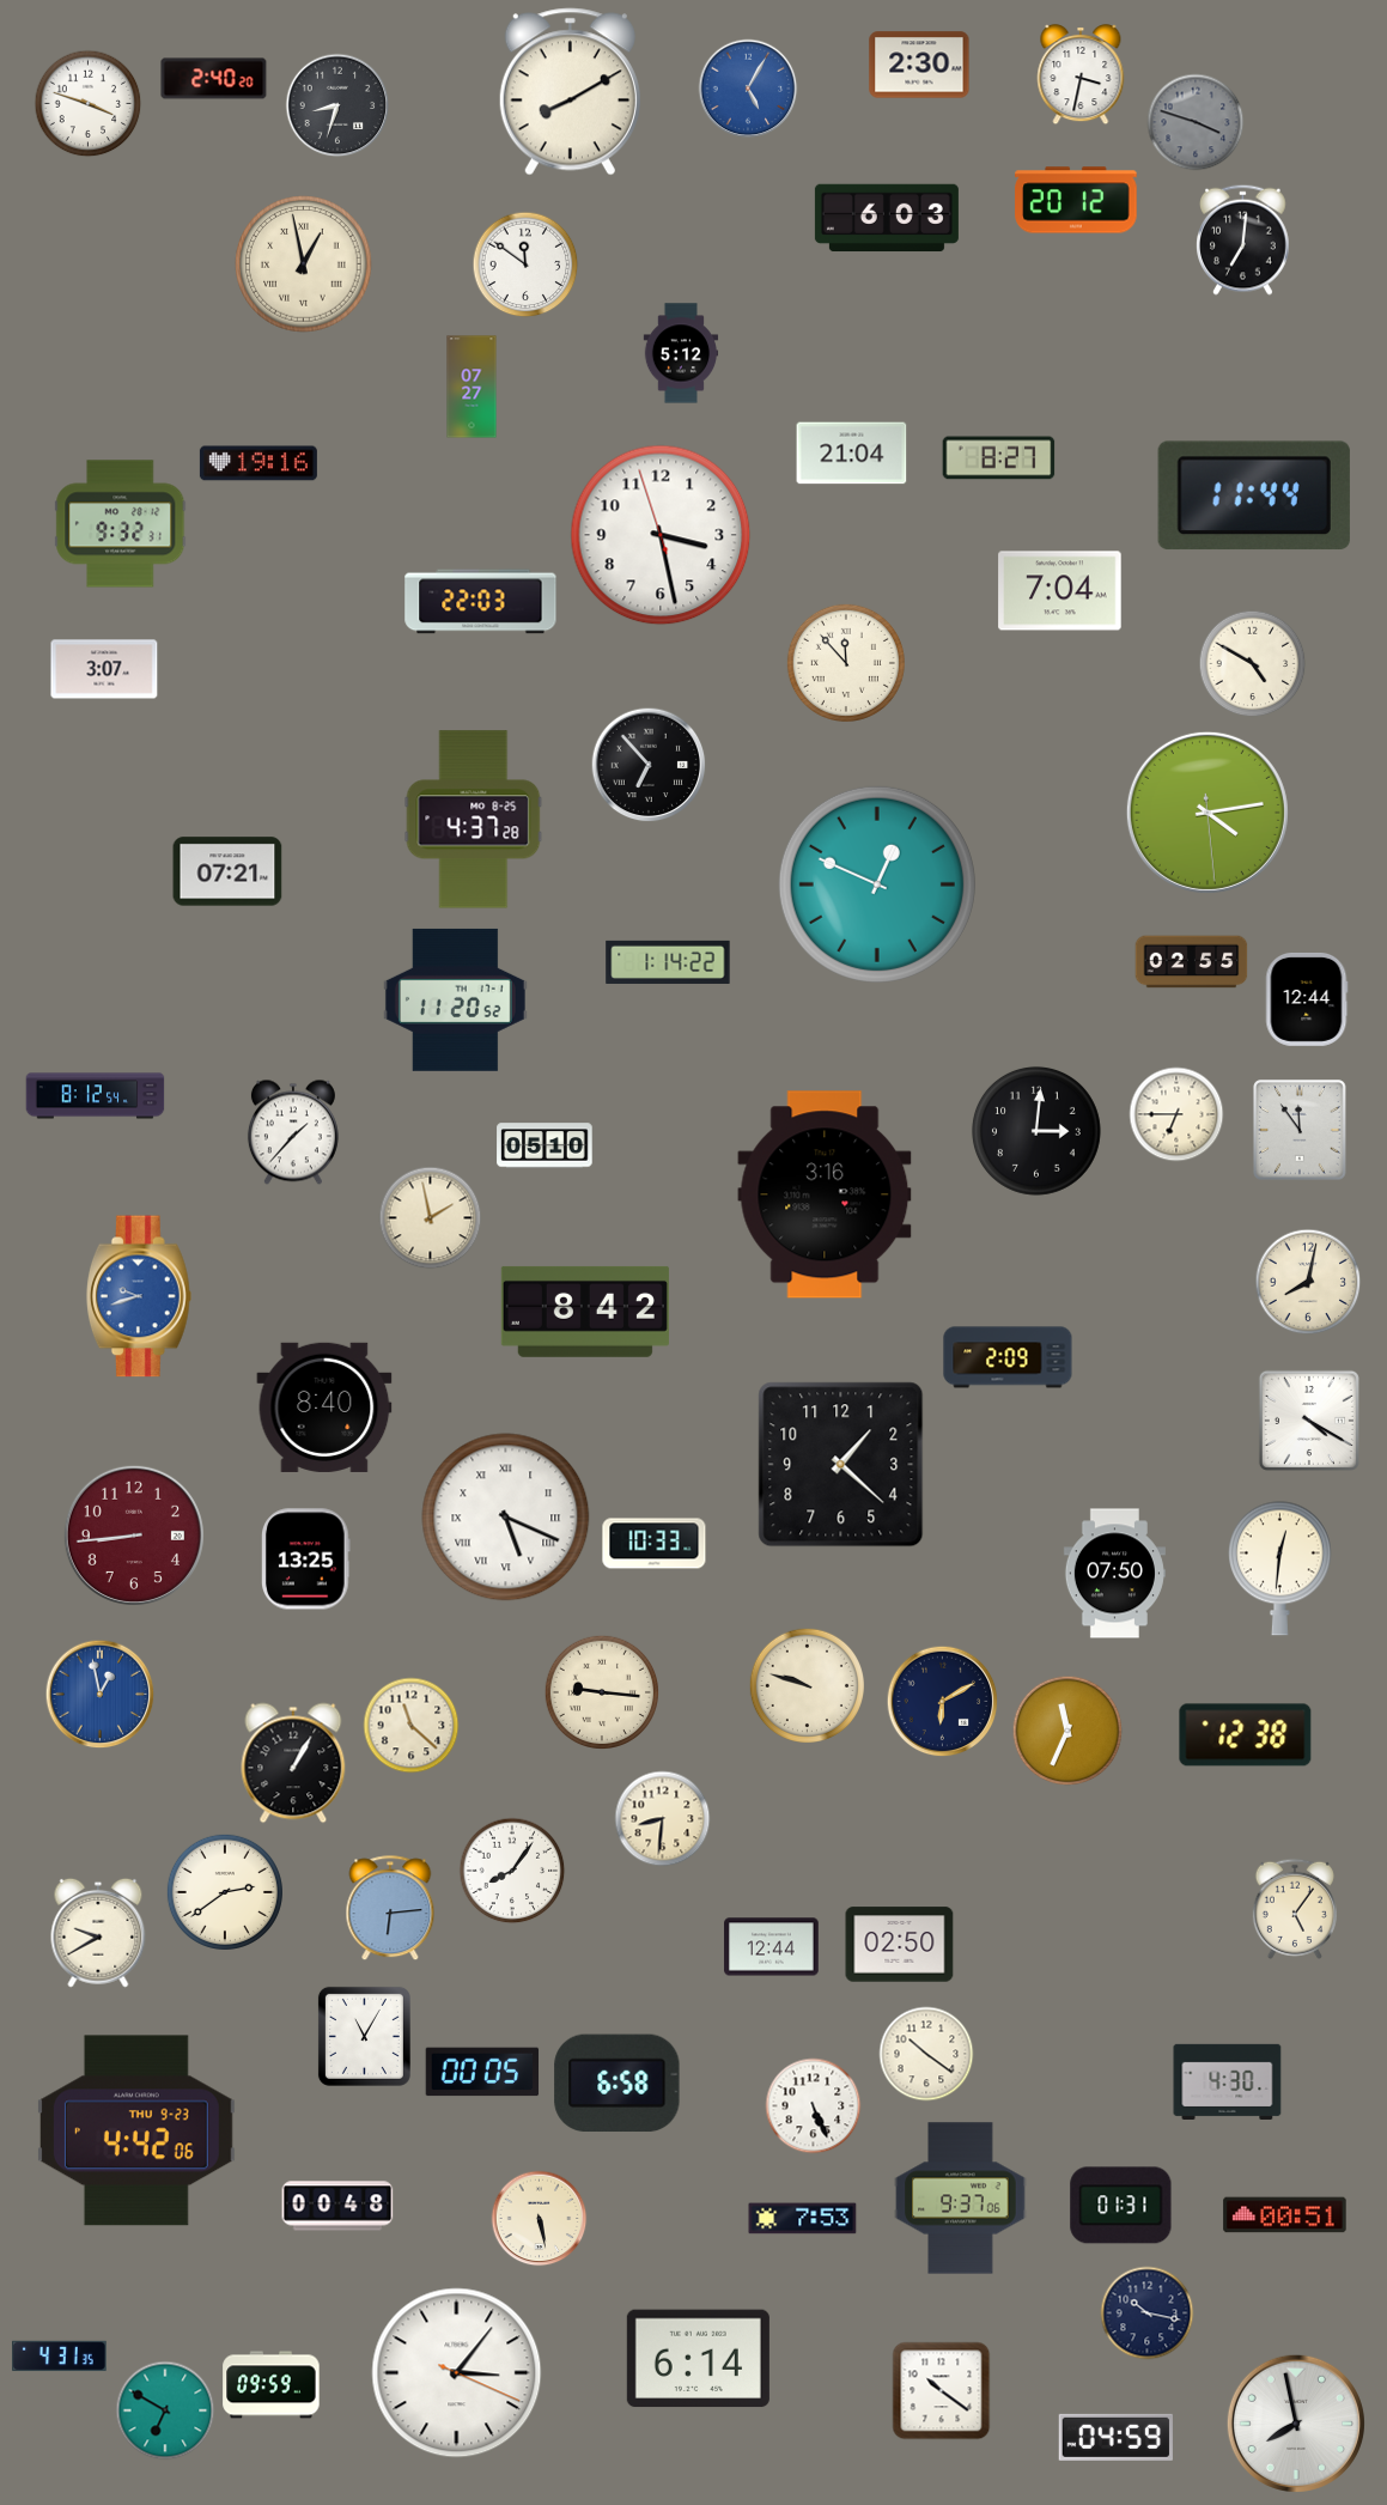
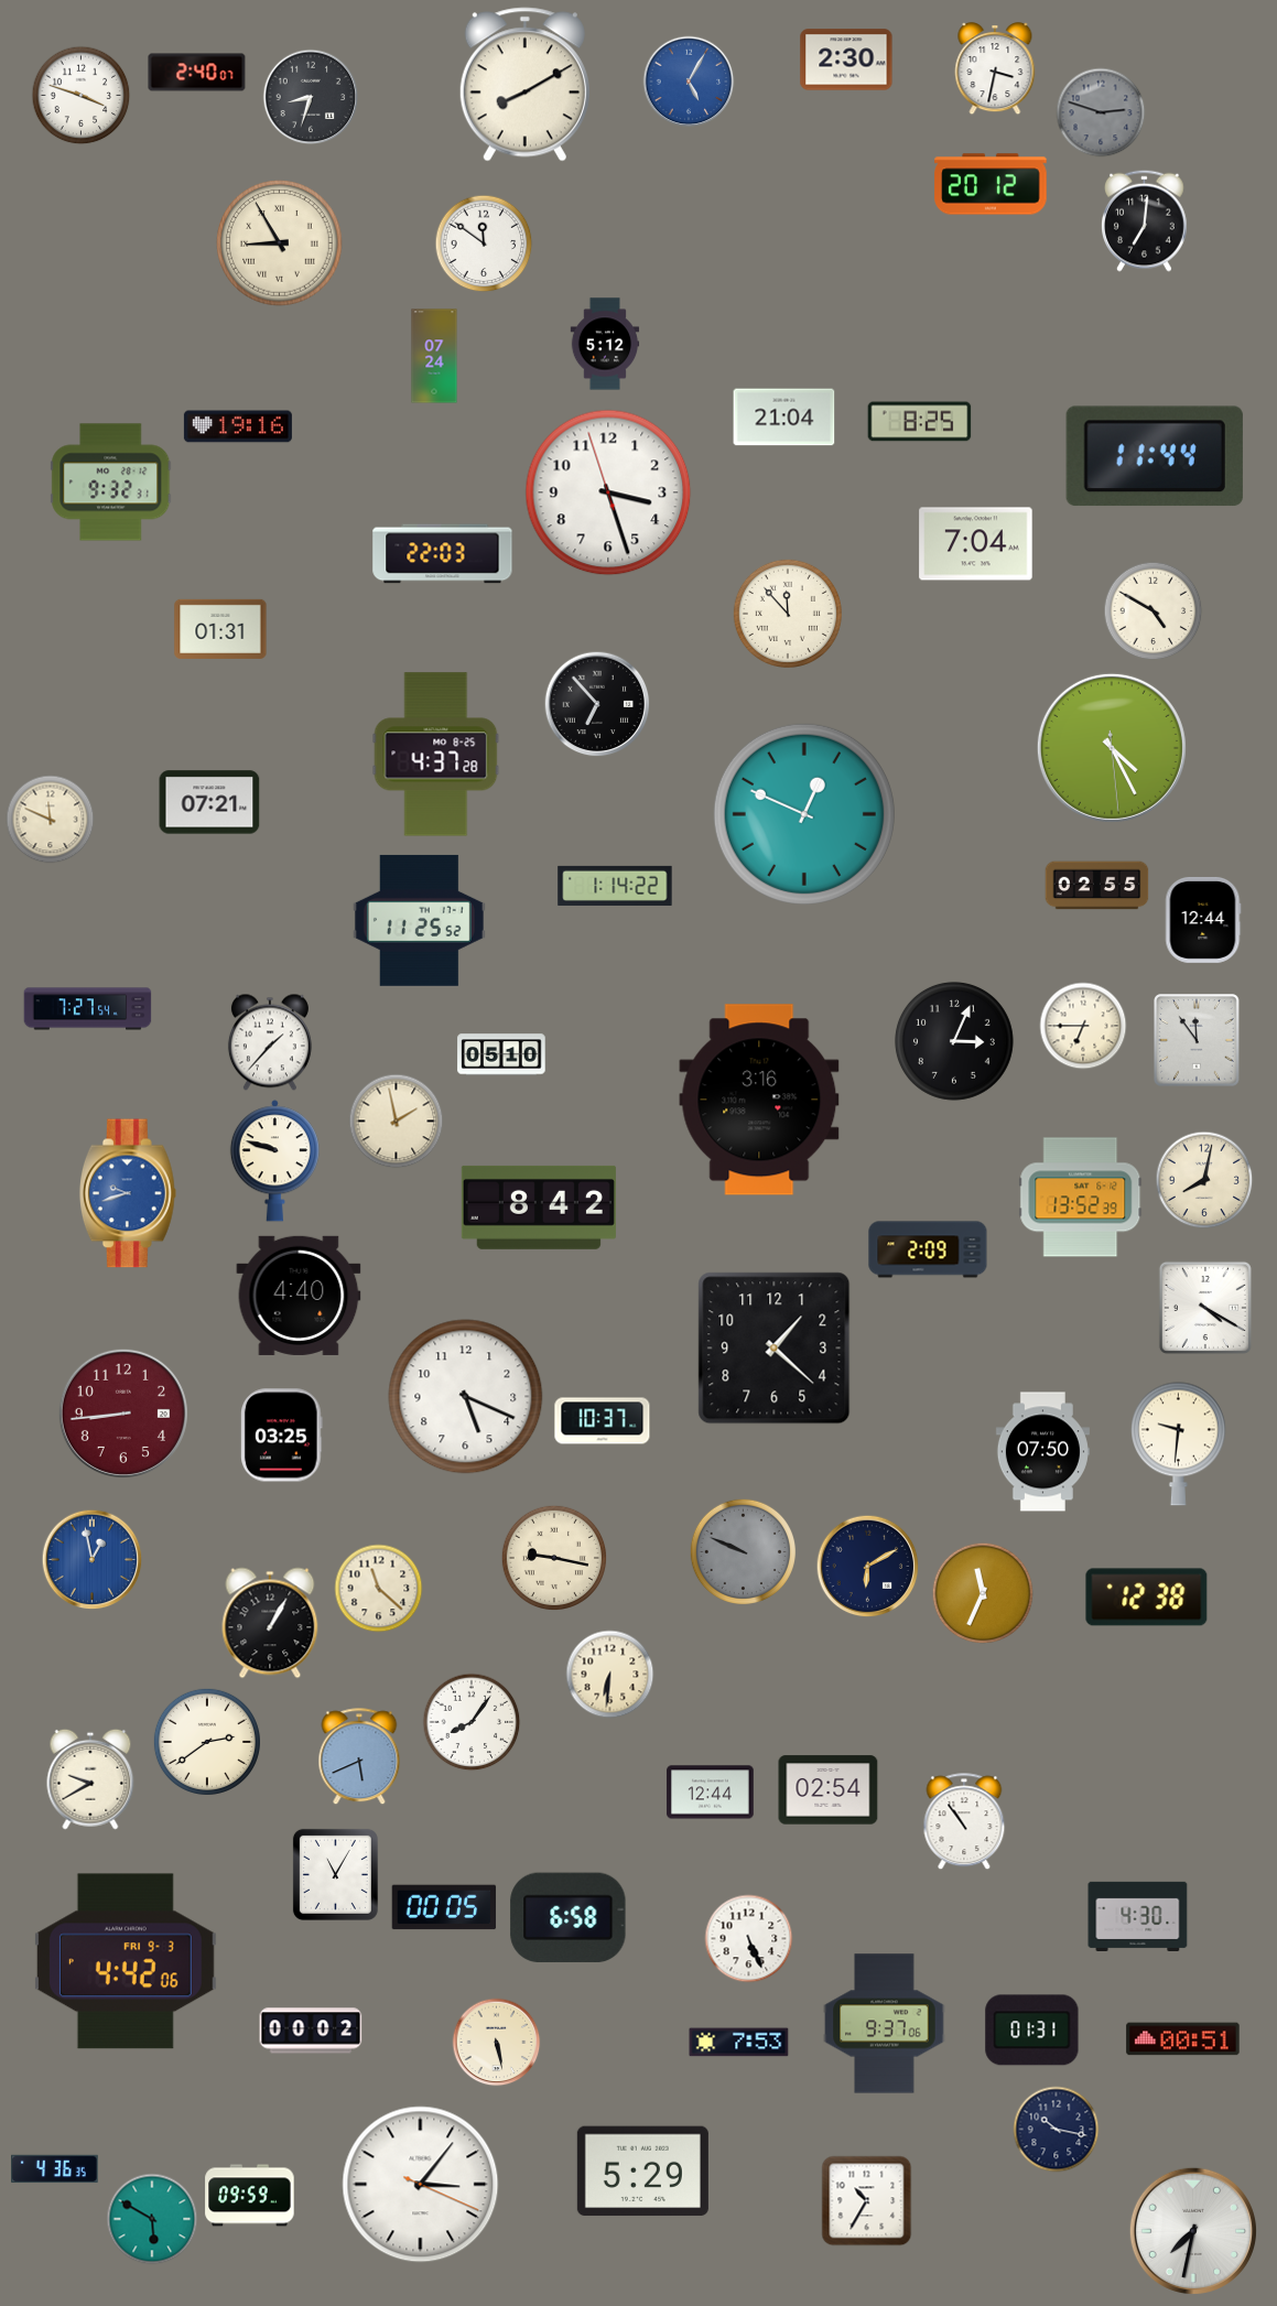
clock at (214, 79): 2:40:20 -> 2:40:07
clock at (1196, 122): 3:48 -> 2:48
clock at (887, 218): 6:03 -> none
clock at (304, 265): 12:58 -> 8:55
clock at (681, 353) position: (681, 353) -> (605, 344)
clock at (472, 387): 07:27 -> 07:24
clock at (999, 458): 8:27 -> 8:25
clock at (661, 535): 3:27 -> 3:26
clock at (846, 663) position: (846, 663) -> (788, 614)
clock at (104, 669): 3:07 -> none
clock at (220, 629): none -> 01:31
clock at (1207, 813): 4:13 -> 4:25
clock at (877, 884) position: (877, 884) -> (804, 814)
clock at (51, 820): none -> 11:49
clock at (455, 999): 11:20 -> 11:25
clock at (96, 1096): 8:12 -> 7:27
clock at (1036, 1131): 3:01 -> 3:04
clock at (274, 1161): none -> 9:48
clock at (1081, 1198): none -> 13:52
clock at (324, 1407): 8:40 -> 4:40
clock at (506, 1518) numerals: Roman -> Arabic
clock at (655, 1544): 10:33 -> 10:37
clock at (306, 1559): 13:25 -> 03:25
clock at (1280, 1568): 12:31 -> 9:31
clock at (1114, 1574) position: (1114, 1574) -> (1042, 1452)
clock at (807, 1685): 9:48 -> 9:49
clock at (807, 1685) dial: cream -> grey
clock at (601, 1691): 9:16 -> 9:17
clock at (663, 1819): 8:31 -> 6:31
clock at (390, 1909): 6:14 -> 5:41
clock at (1295, 1909): 5:06 -> none
clock at (900, 1945): 02:50 -> 02:54
clock at (964, 1822): none -> 10:54
clock at (926, 2054): 10:21 -> none
clock at (1228, 2081) position: (1228, 2081) -> (1138, 1916)
clock at (136, 2130) date: THU 9-23 -> FRI 9-3
clock at (337, 2206): 00:48 -> 00:02
clock at (60, 2357): 4:31 -> 4:36
clock at (698, 2359): 6:14 -> 5:29
clock at (942, 2391): 10:21 -> 10:35
clock at (165, 2410): 6:50 -> 5:50
clock at (1296, 2424): 7:58 -> 7:32
clock at (1115, 2437): 04:59 -> none
